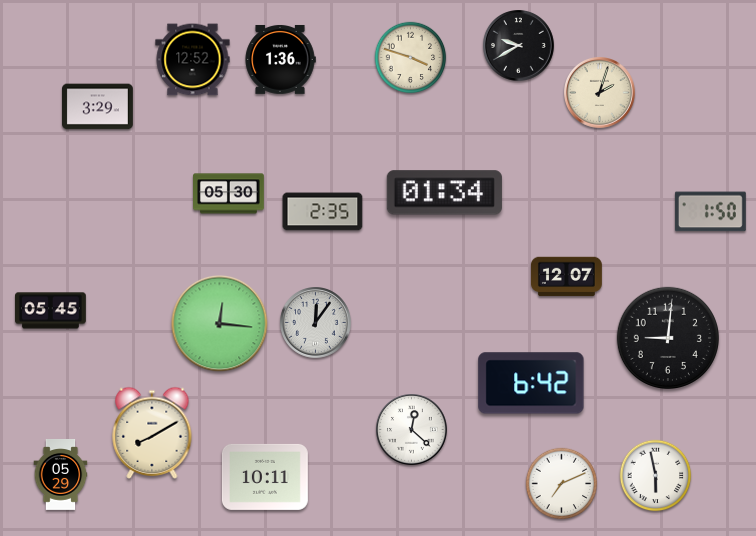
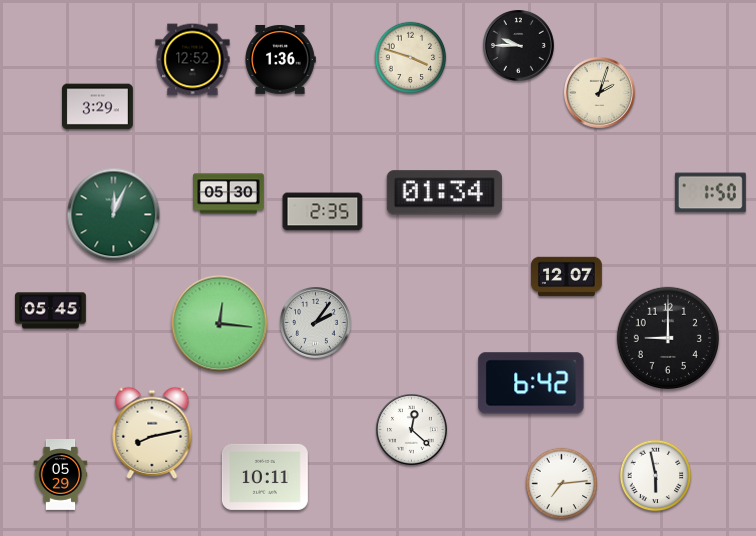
clock at (519, 46): 9:40 -> 9:45
clock at (710, 212) position: (710, 212) -> (710, 193)
clock at (114, 215): none -> 12:04
clock at (316, 323): 12:06 -> 2:06
clock at (667, 337): 9:01 -> 9:00
clock at (152, 433): 8:10 -> 8:13
clock at (562, 484): 7:11 -> 7:14
